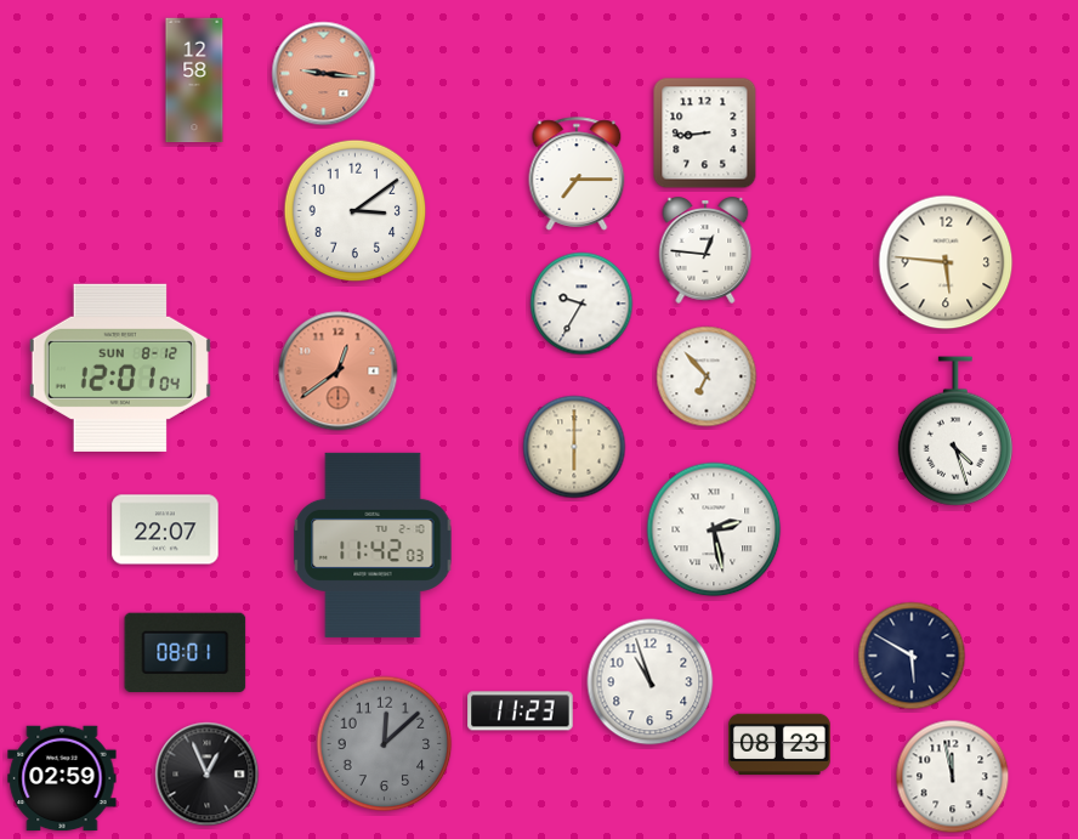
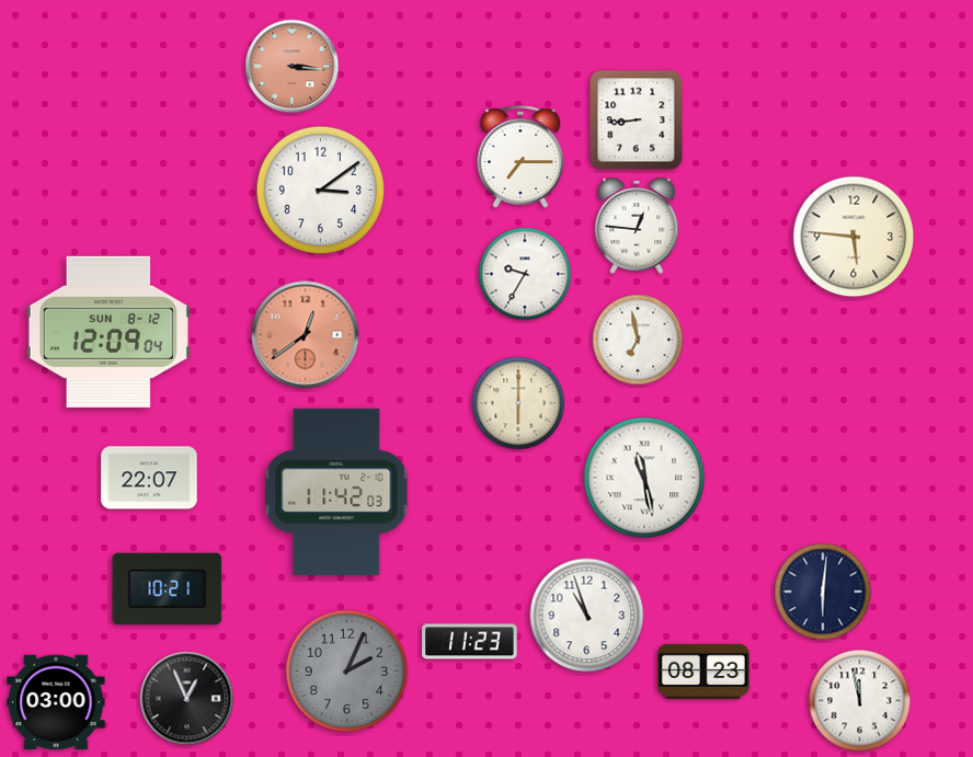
clock at (324, 74): 9:16 -> 3:16
clock at (194, 80): 12:58 -> none
clock at (120, 368): 12:01 -> 12:09
clock at (707, 376): 6:53 -> 6:58
clock at (955, 431): 4:27 -> none
clock at (714, 529): 2:28 -> 11:28
clock at (186, 653): 08:01 -> 10:21
clock at (912, 656): 5:50 -> 6:01
clock at (385, 744): 12:08 -> 2:04
clock at (62, 778): 02:59 -> 03:00
